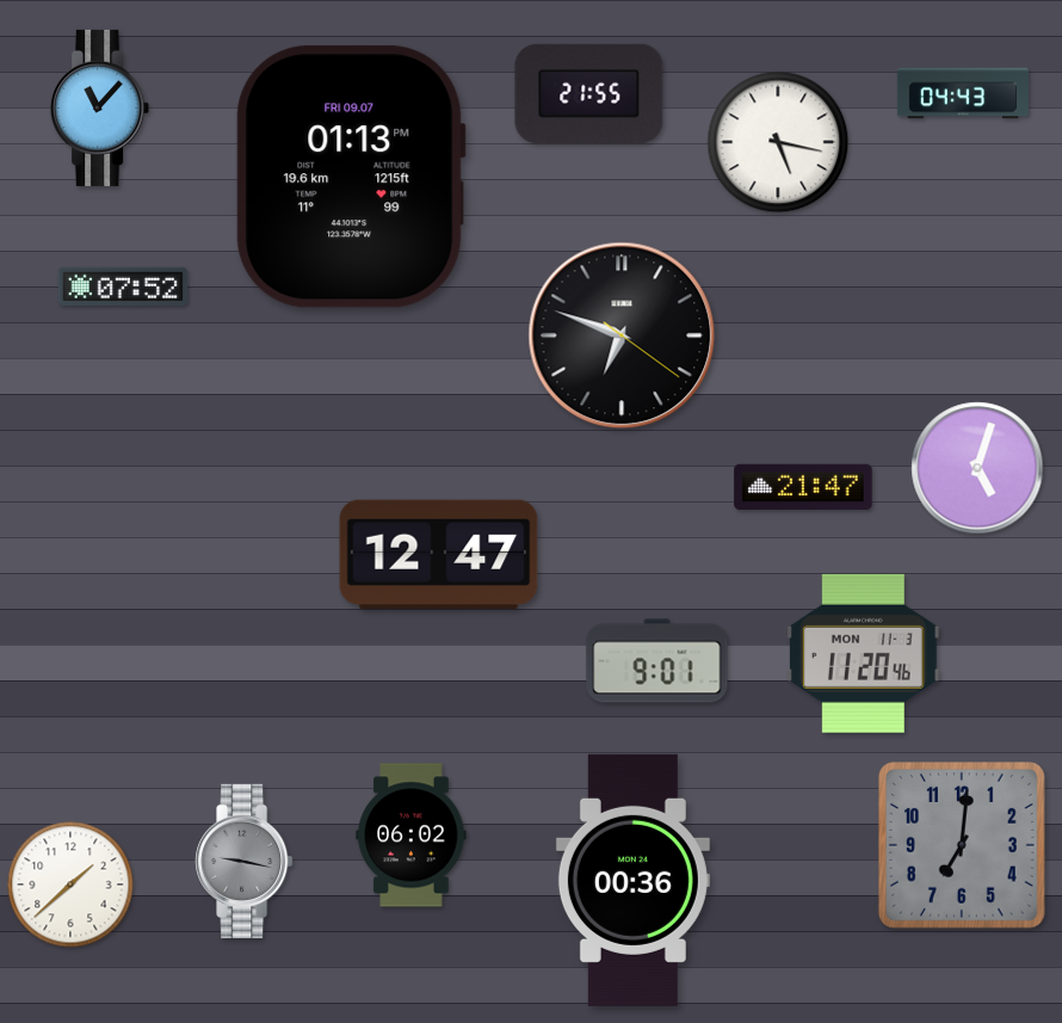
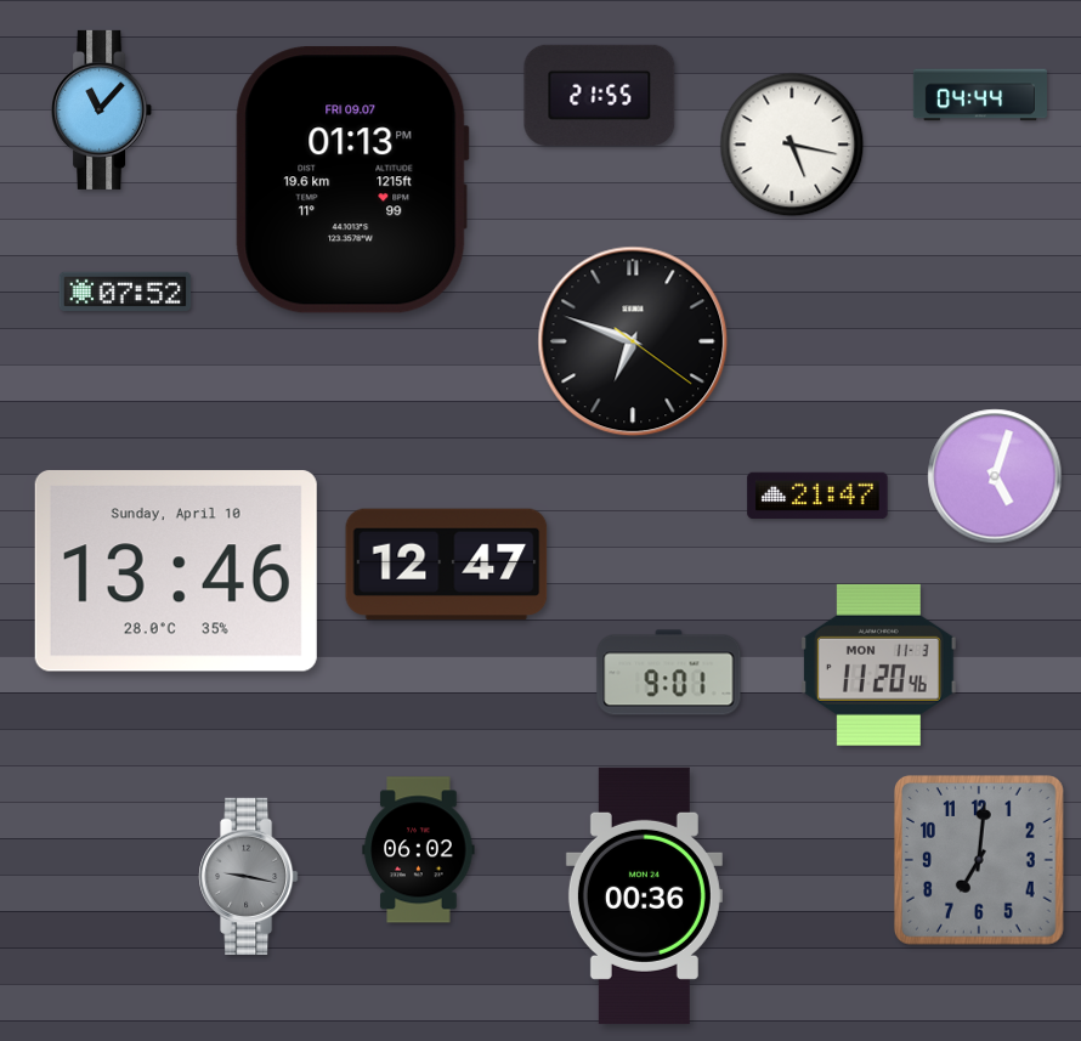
clock at (963, 93): 04:43 -> 04:44
clock at (351, 177) position: (351, 177) -> (352, 180)
clock at (176, 571): none -> 13:46
clock at (70, 885): 1:38 -> none
